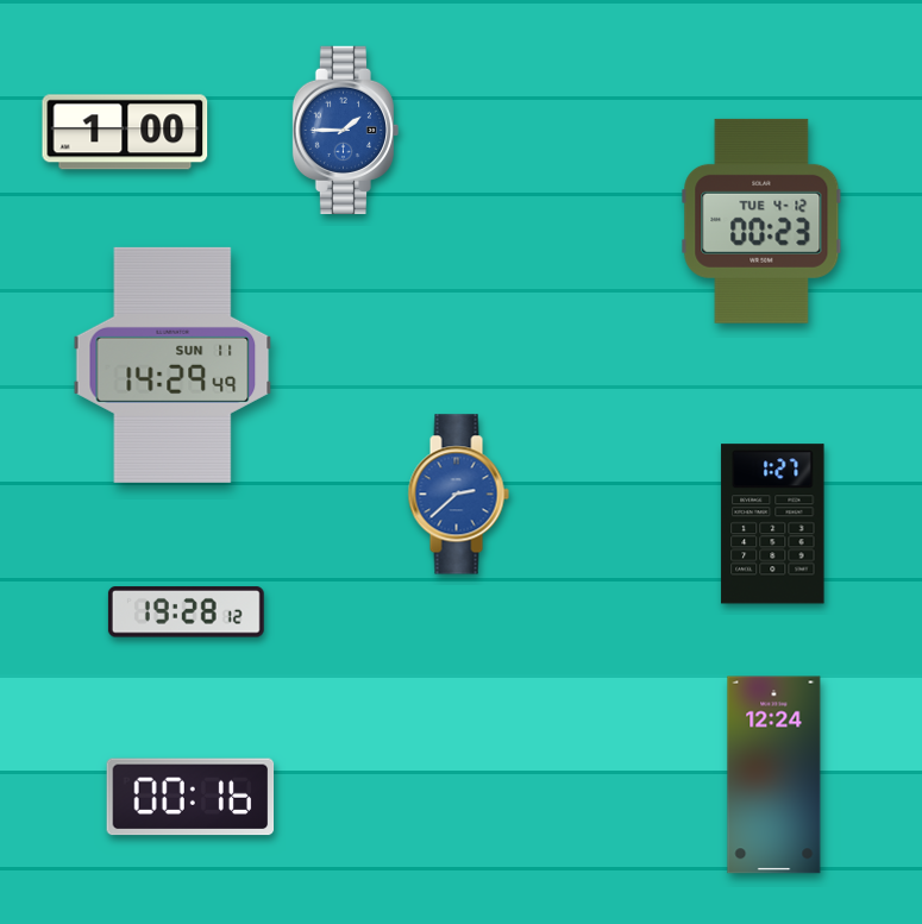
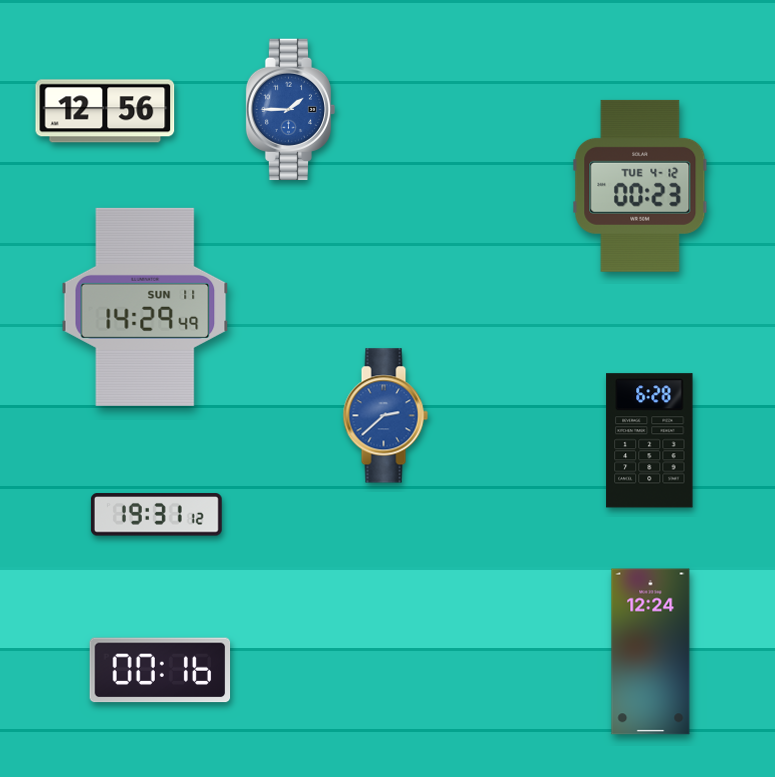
clock at (125, 132): 1:00 -> 12:56
clock at (773, 524): 1:27 -> 6:28
clock at (186, 612): 19:28 -> 19:31
